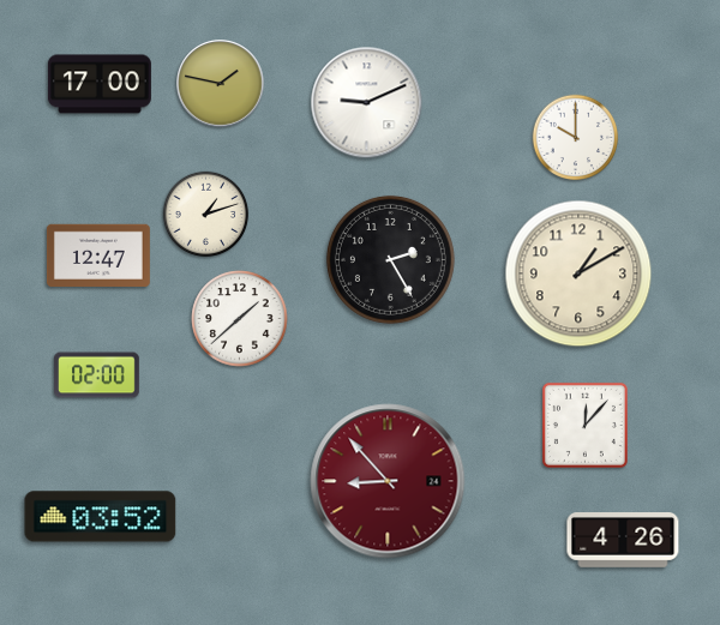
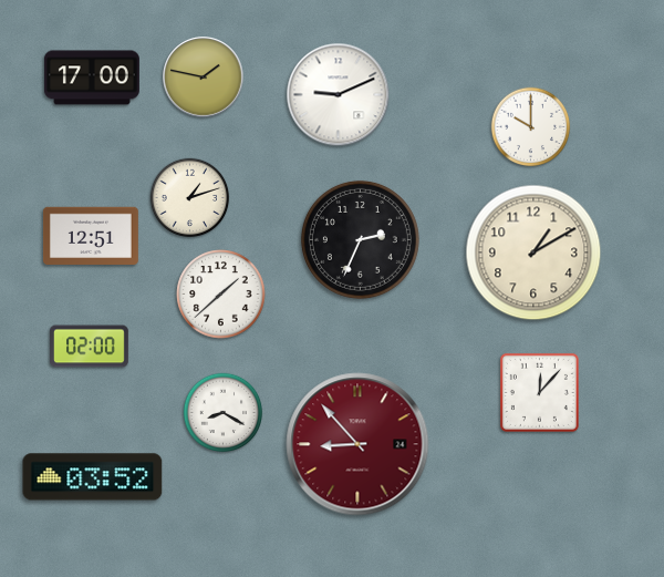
clock at (98, 254): 12:47 -> 12:51
clock at (390, 259): 2:25 -> 2:34
clock at (224, 413): none -> 8:20
clock at (623, 541): 4:26 -> none
